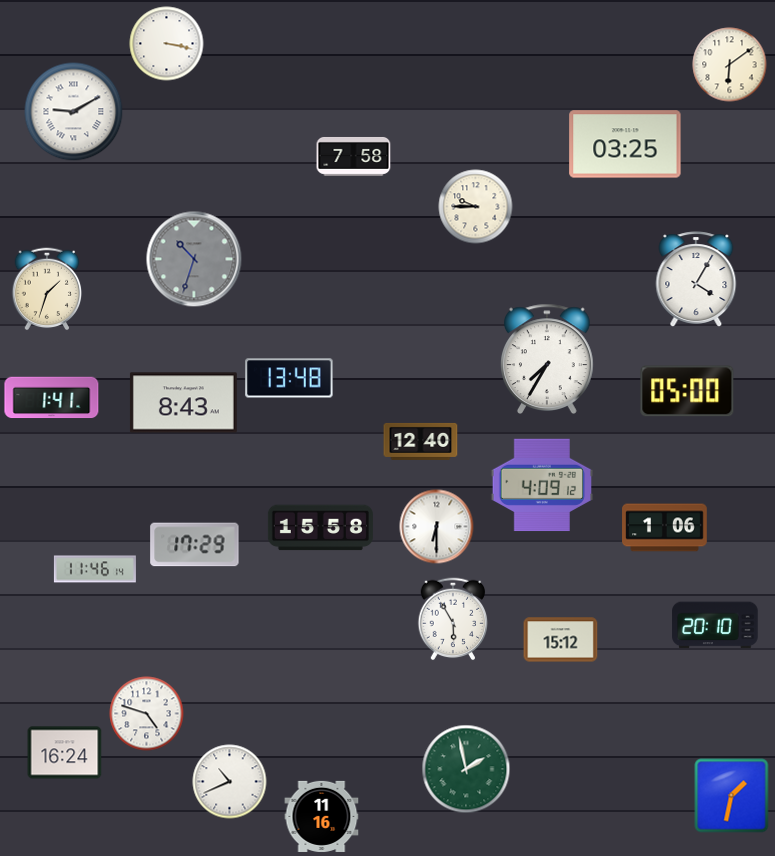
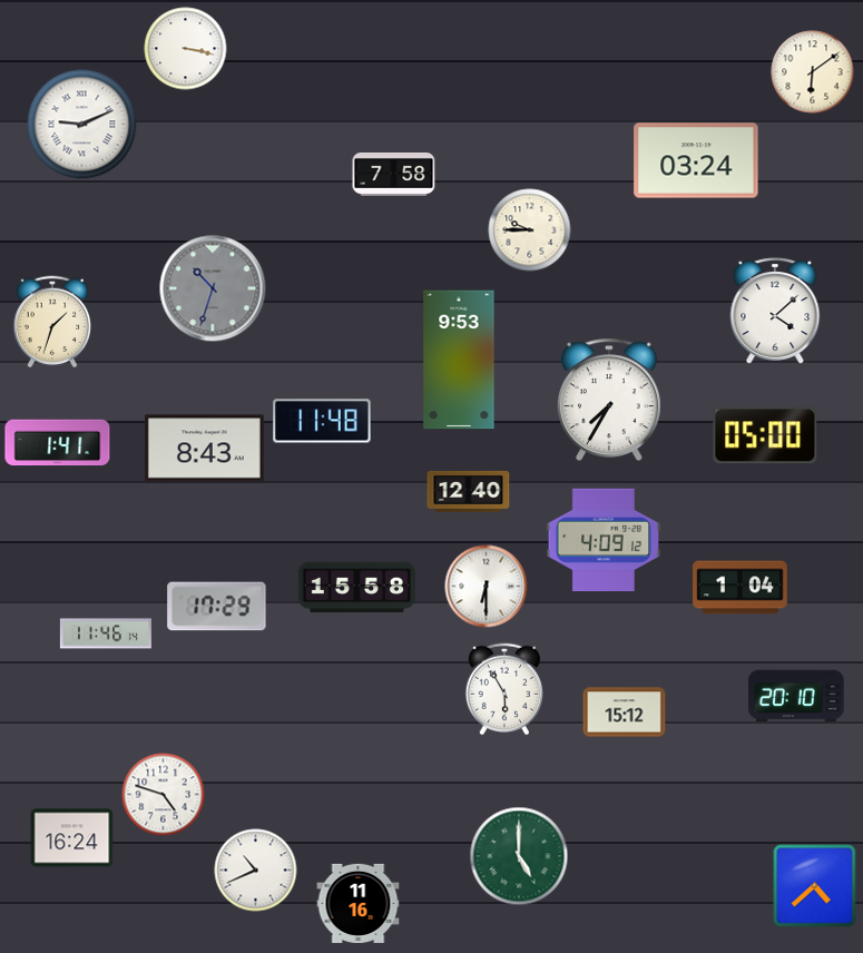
clock at (74, 112): 9:10 -> 9:11
clock at (625, 144): 03:25 -> 03:24
clock at (194, 259) position: (194, 259) -> (213, 288)
clock at (696, 279): 4:05 -> 4:08
clock at (459, 360): none -> 9:53
clock at (289, 378): 13:48 -> 11:48
clock at (665, 528): 1:06 -> 1:04
clock at (466, 769): 1:58 -> 5:00
clock at (732, 796): 1:32 -> 4:38
clock at (322, 816) position: (322, 816) -> (359, 903)
